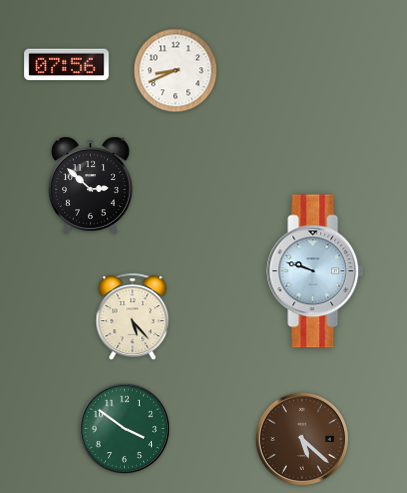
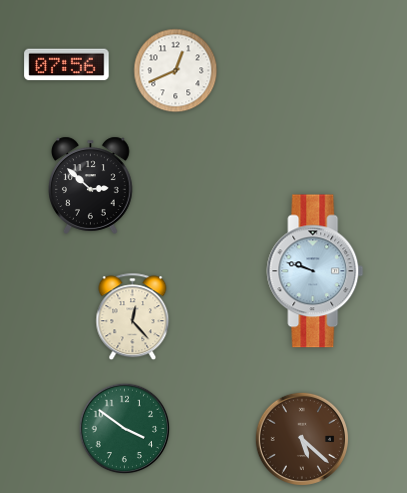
clock at (176, 71): 8:41 -> 12:41
clock at (133, 317): 5:23 -> 12:23
